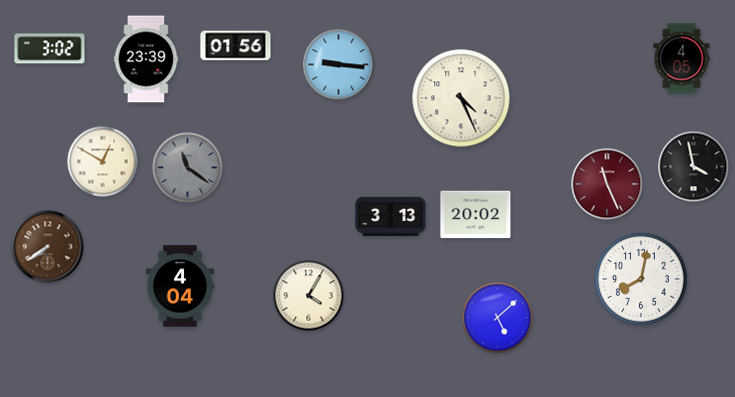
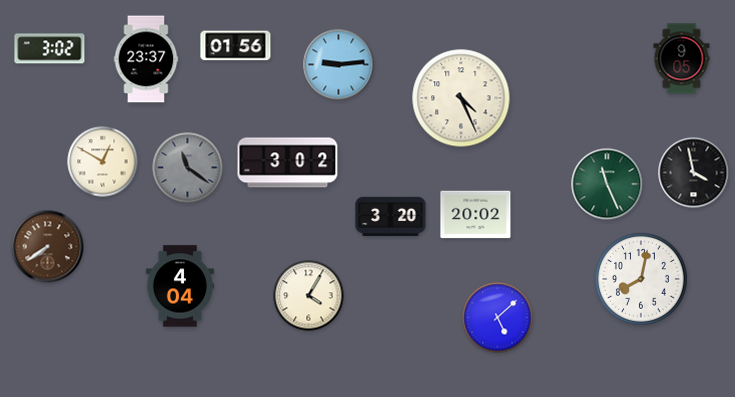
clock at (146, 59): 23:39 -> 23:37
clock at (682, 59): 4:05 -> 9:05
clock at (339, 65): 9:16 -> 9:14
clock at (288, 163): none -> 3:02
clock at (694, 167) position: (694, 167) -> (694, 173)
clock at (607, 184) dial: burgundy -> green
clock at (391, 216): 3:13 -> 3:20
